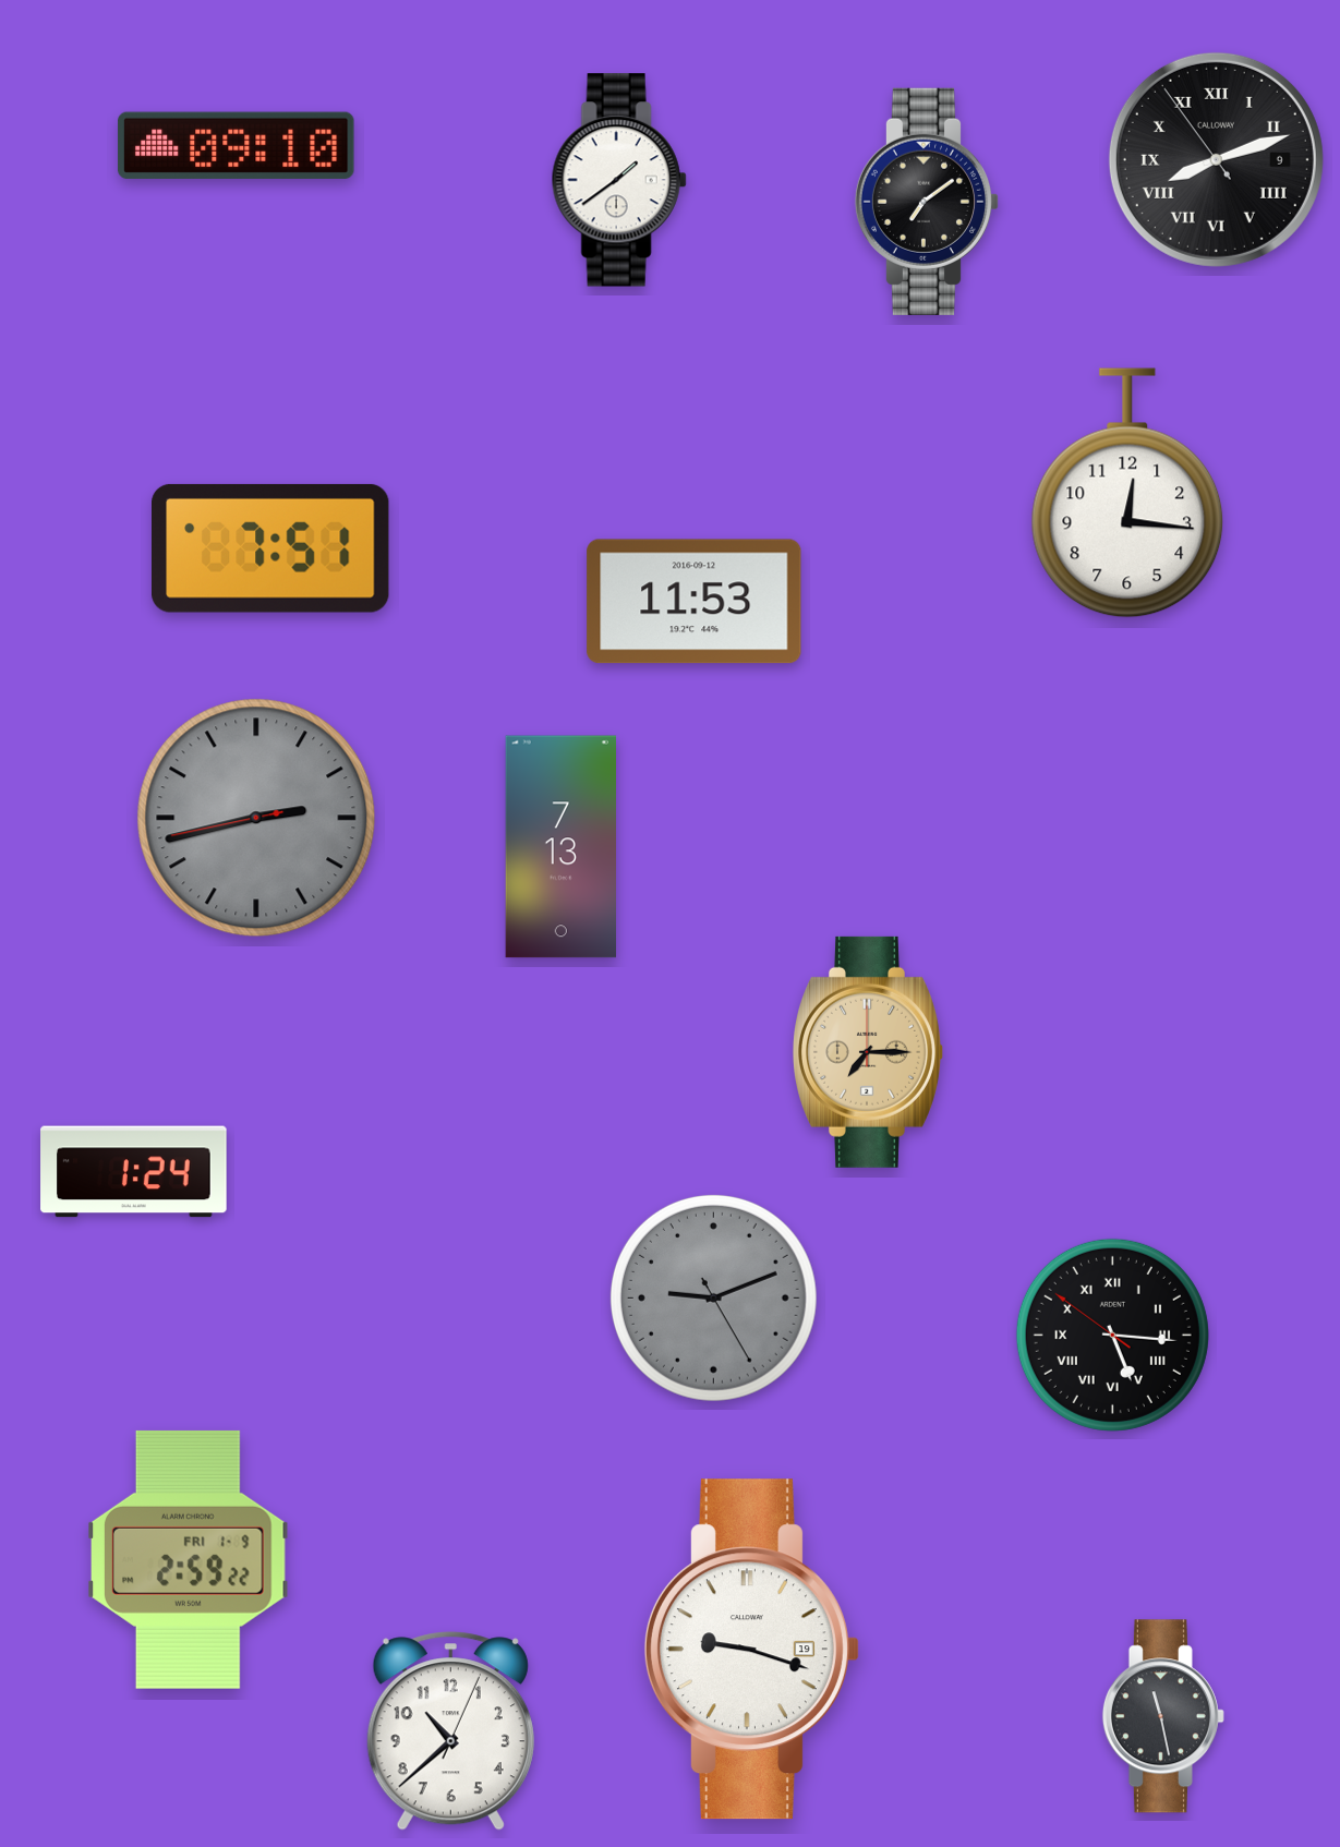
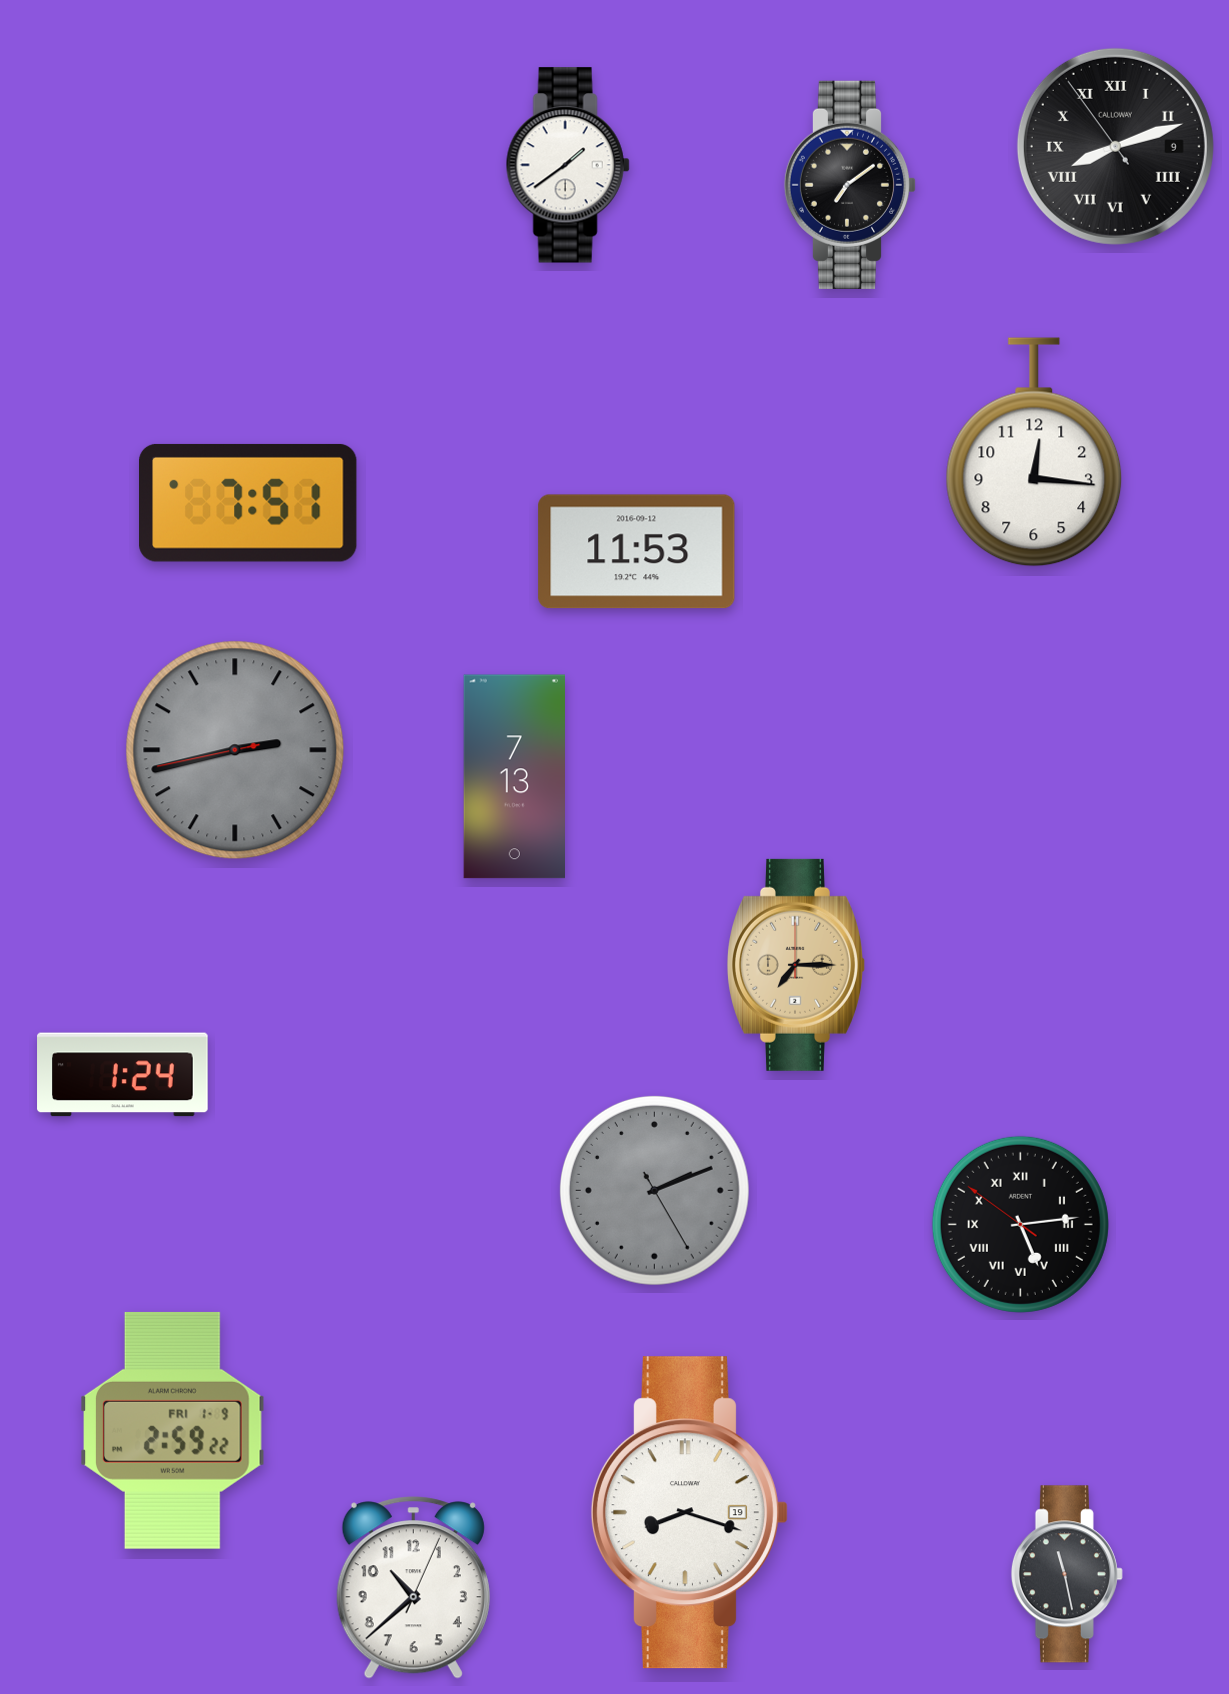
clock at (237, 145): 09:10 -> none
clock at (713, 1297): 9:11 -> 2:11
clock at (1112, 1335): 5:15 -> 5:13
clock at (751, 1650): 9:18 -> 8:18
